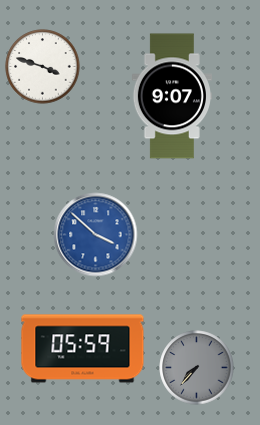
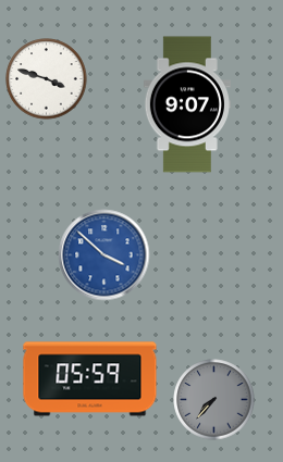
clock at (43, 67) position: (43, 67) -> (47, 79)
